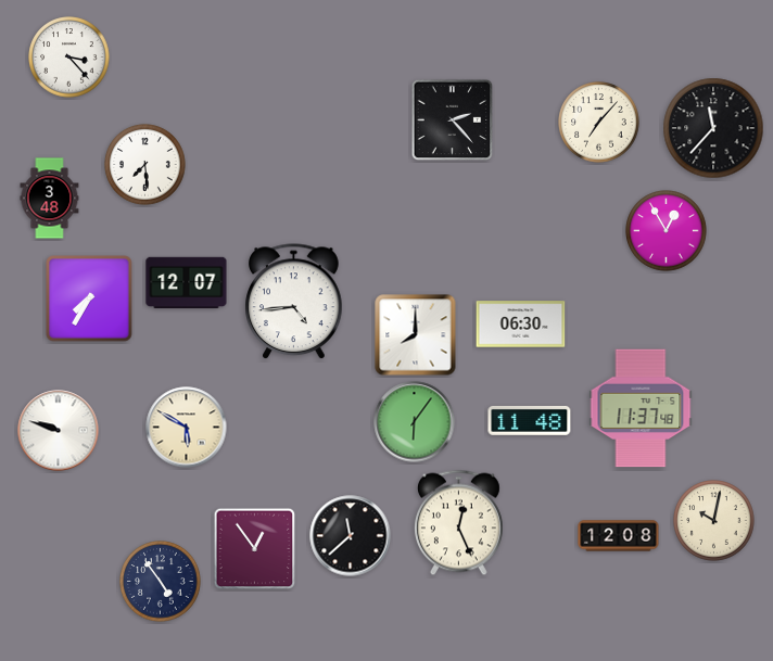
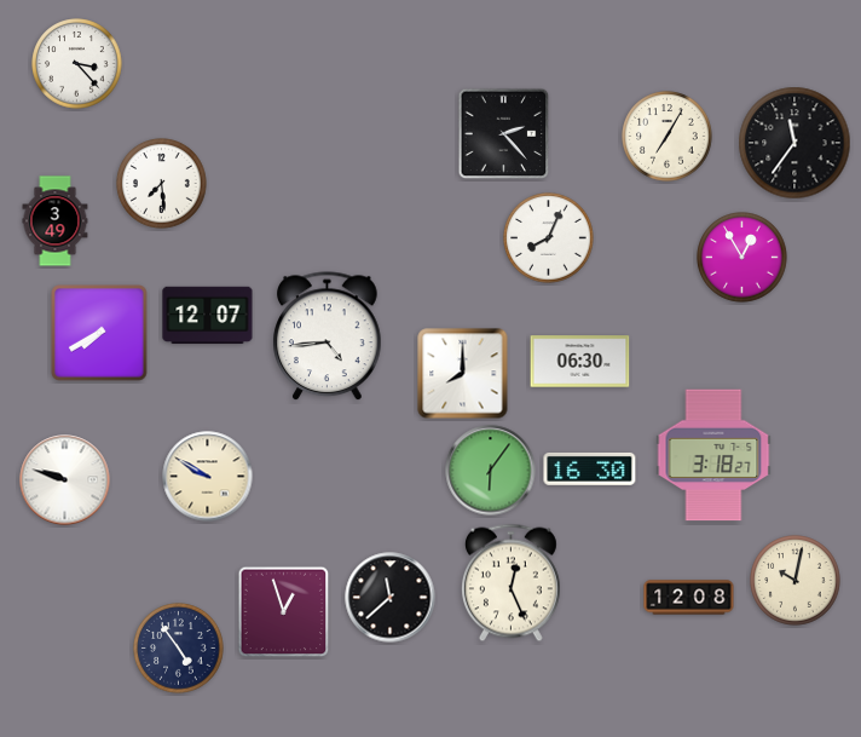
clock at (599, 123): 7:07 -> 7:05
clock at (713, 128): 11:37 -> 11:36
clock at (50, 199): 3:48 -> 3:49
clock at (549, 238): none -> 8:04
clock at (89, 298): 7:35 -> 7:40
clock at (641, 408): 11:37 -> 3:18
clock at (530, 420): 11:48 -> 16:30
clock at (415, 422) position: (415, 422) -> (491, 471)
clock at (187, 428): 5:50 -> 9:50
clock at (255, 549): 12:54 -> 12:57
